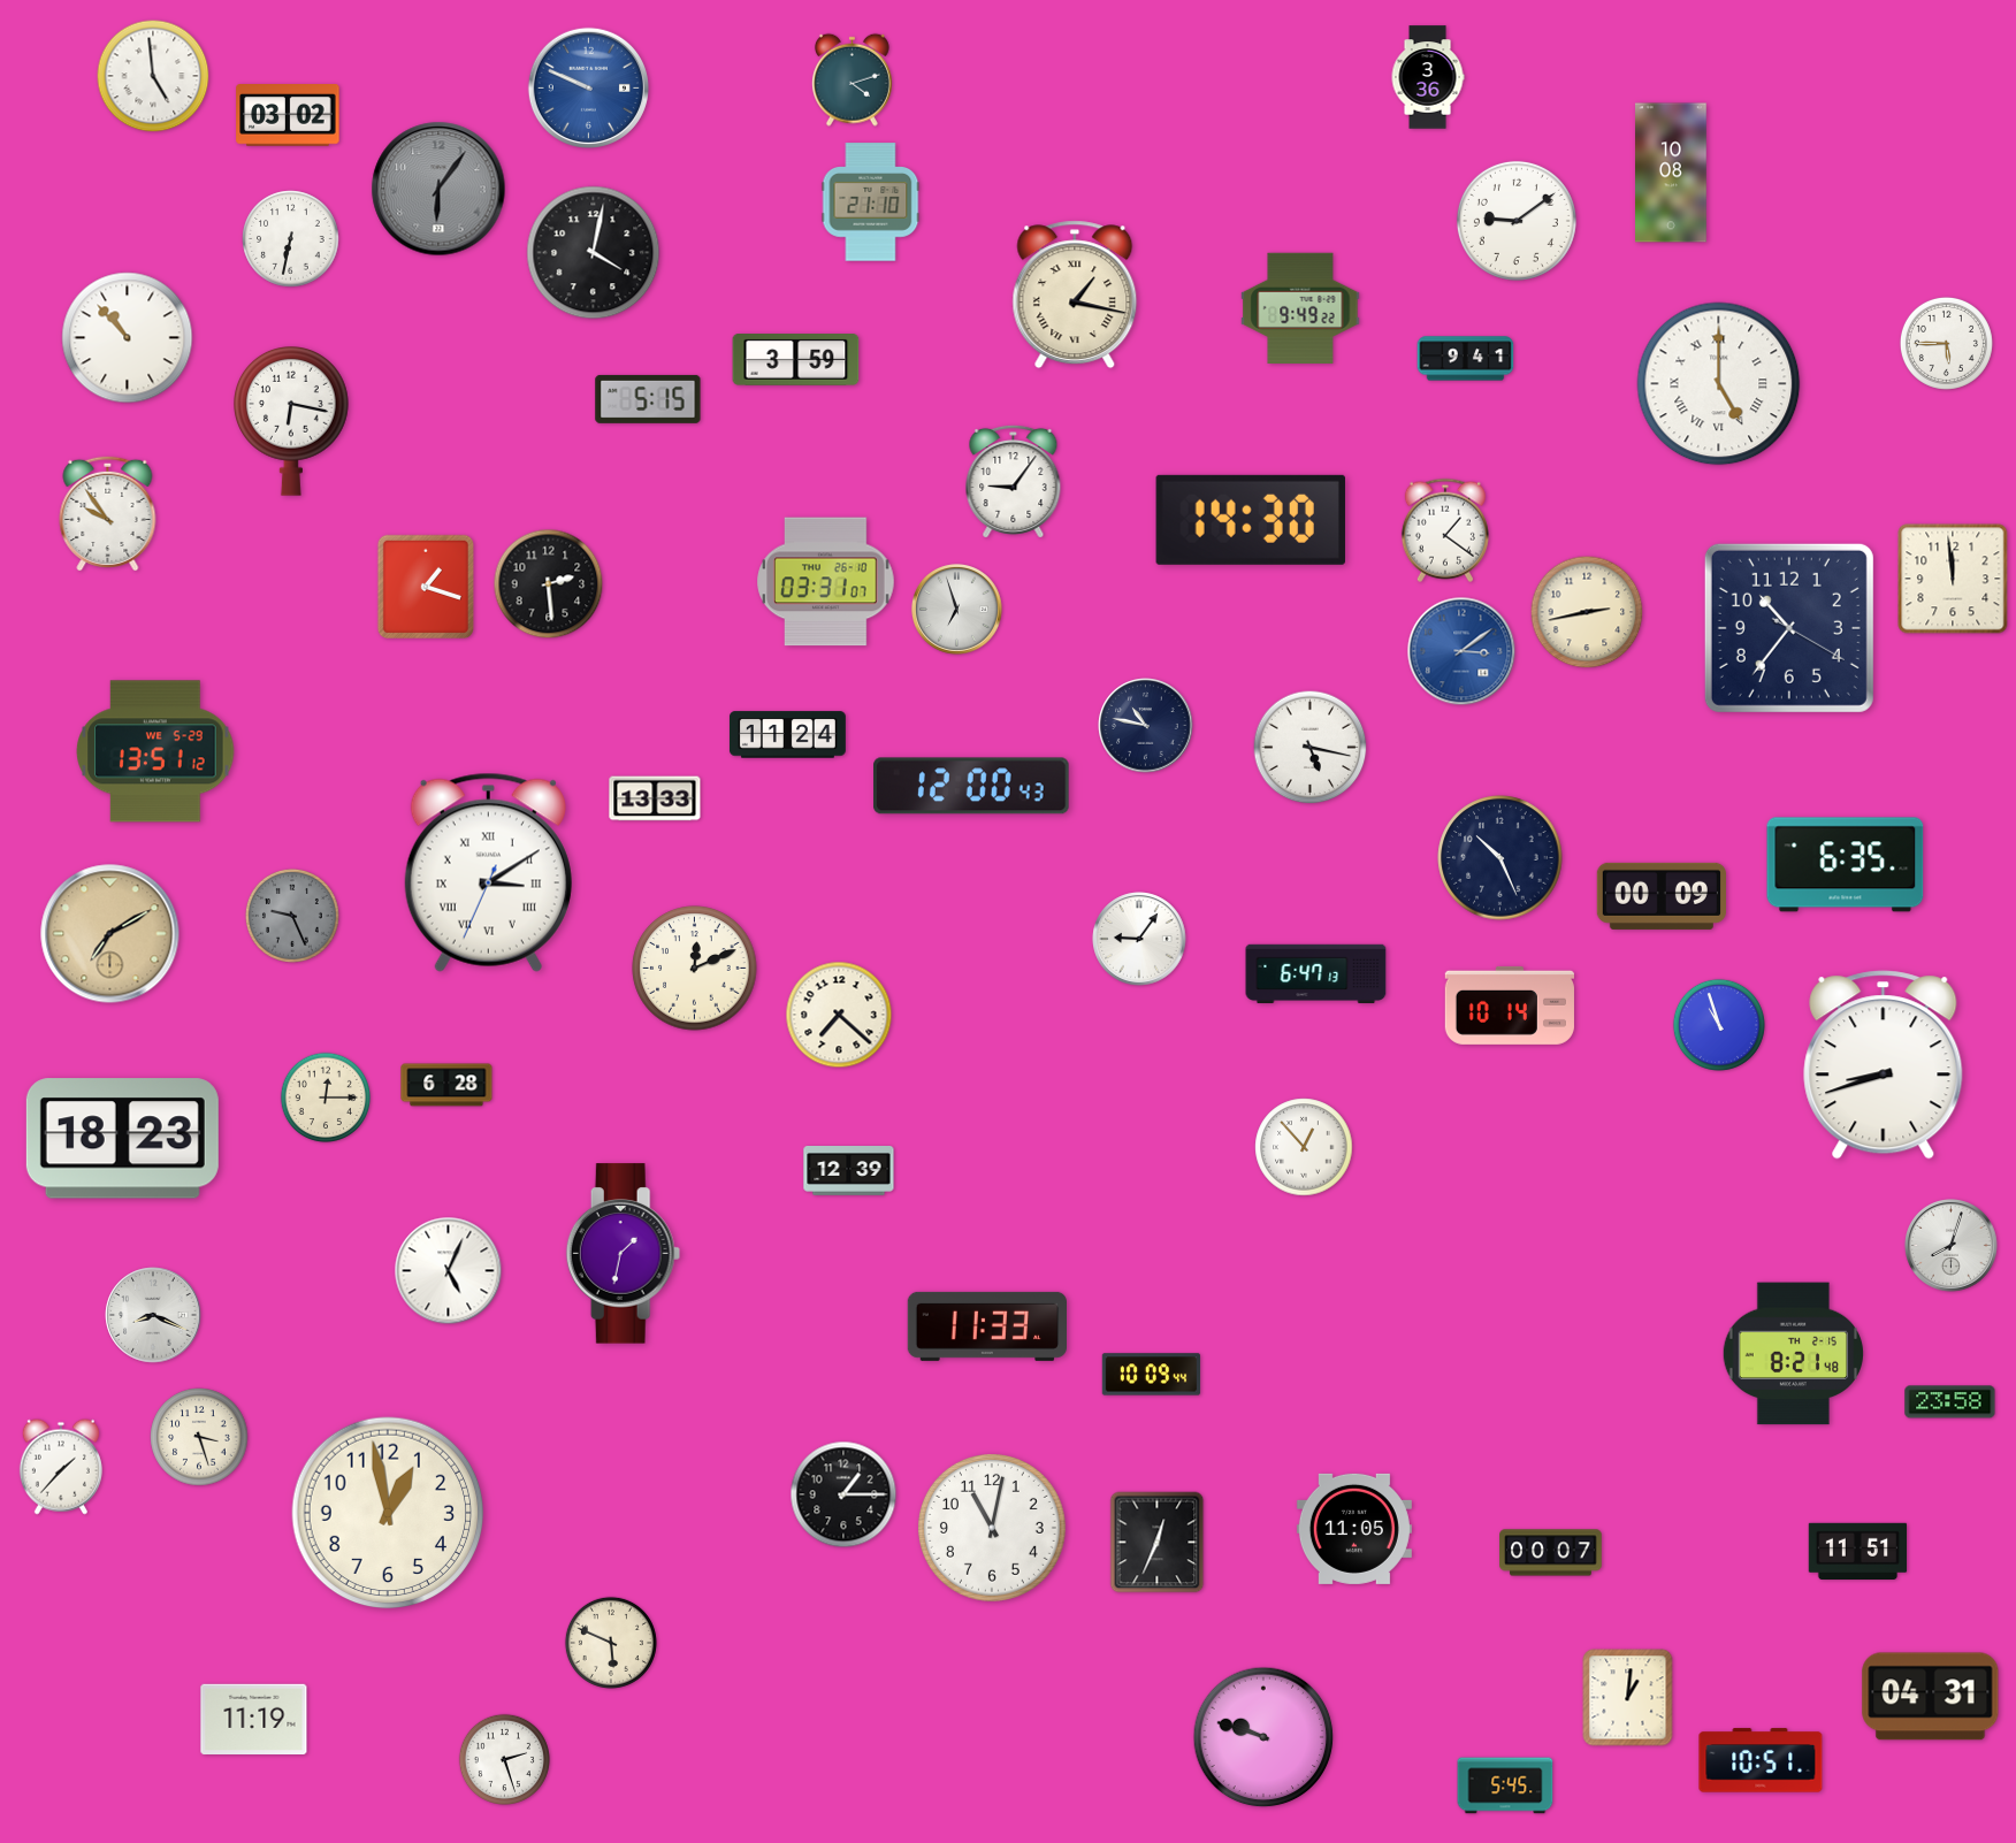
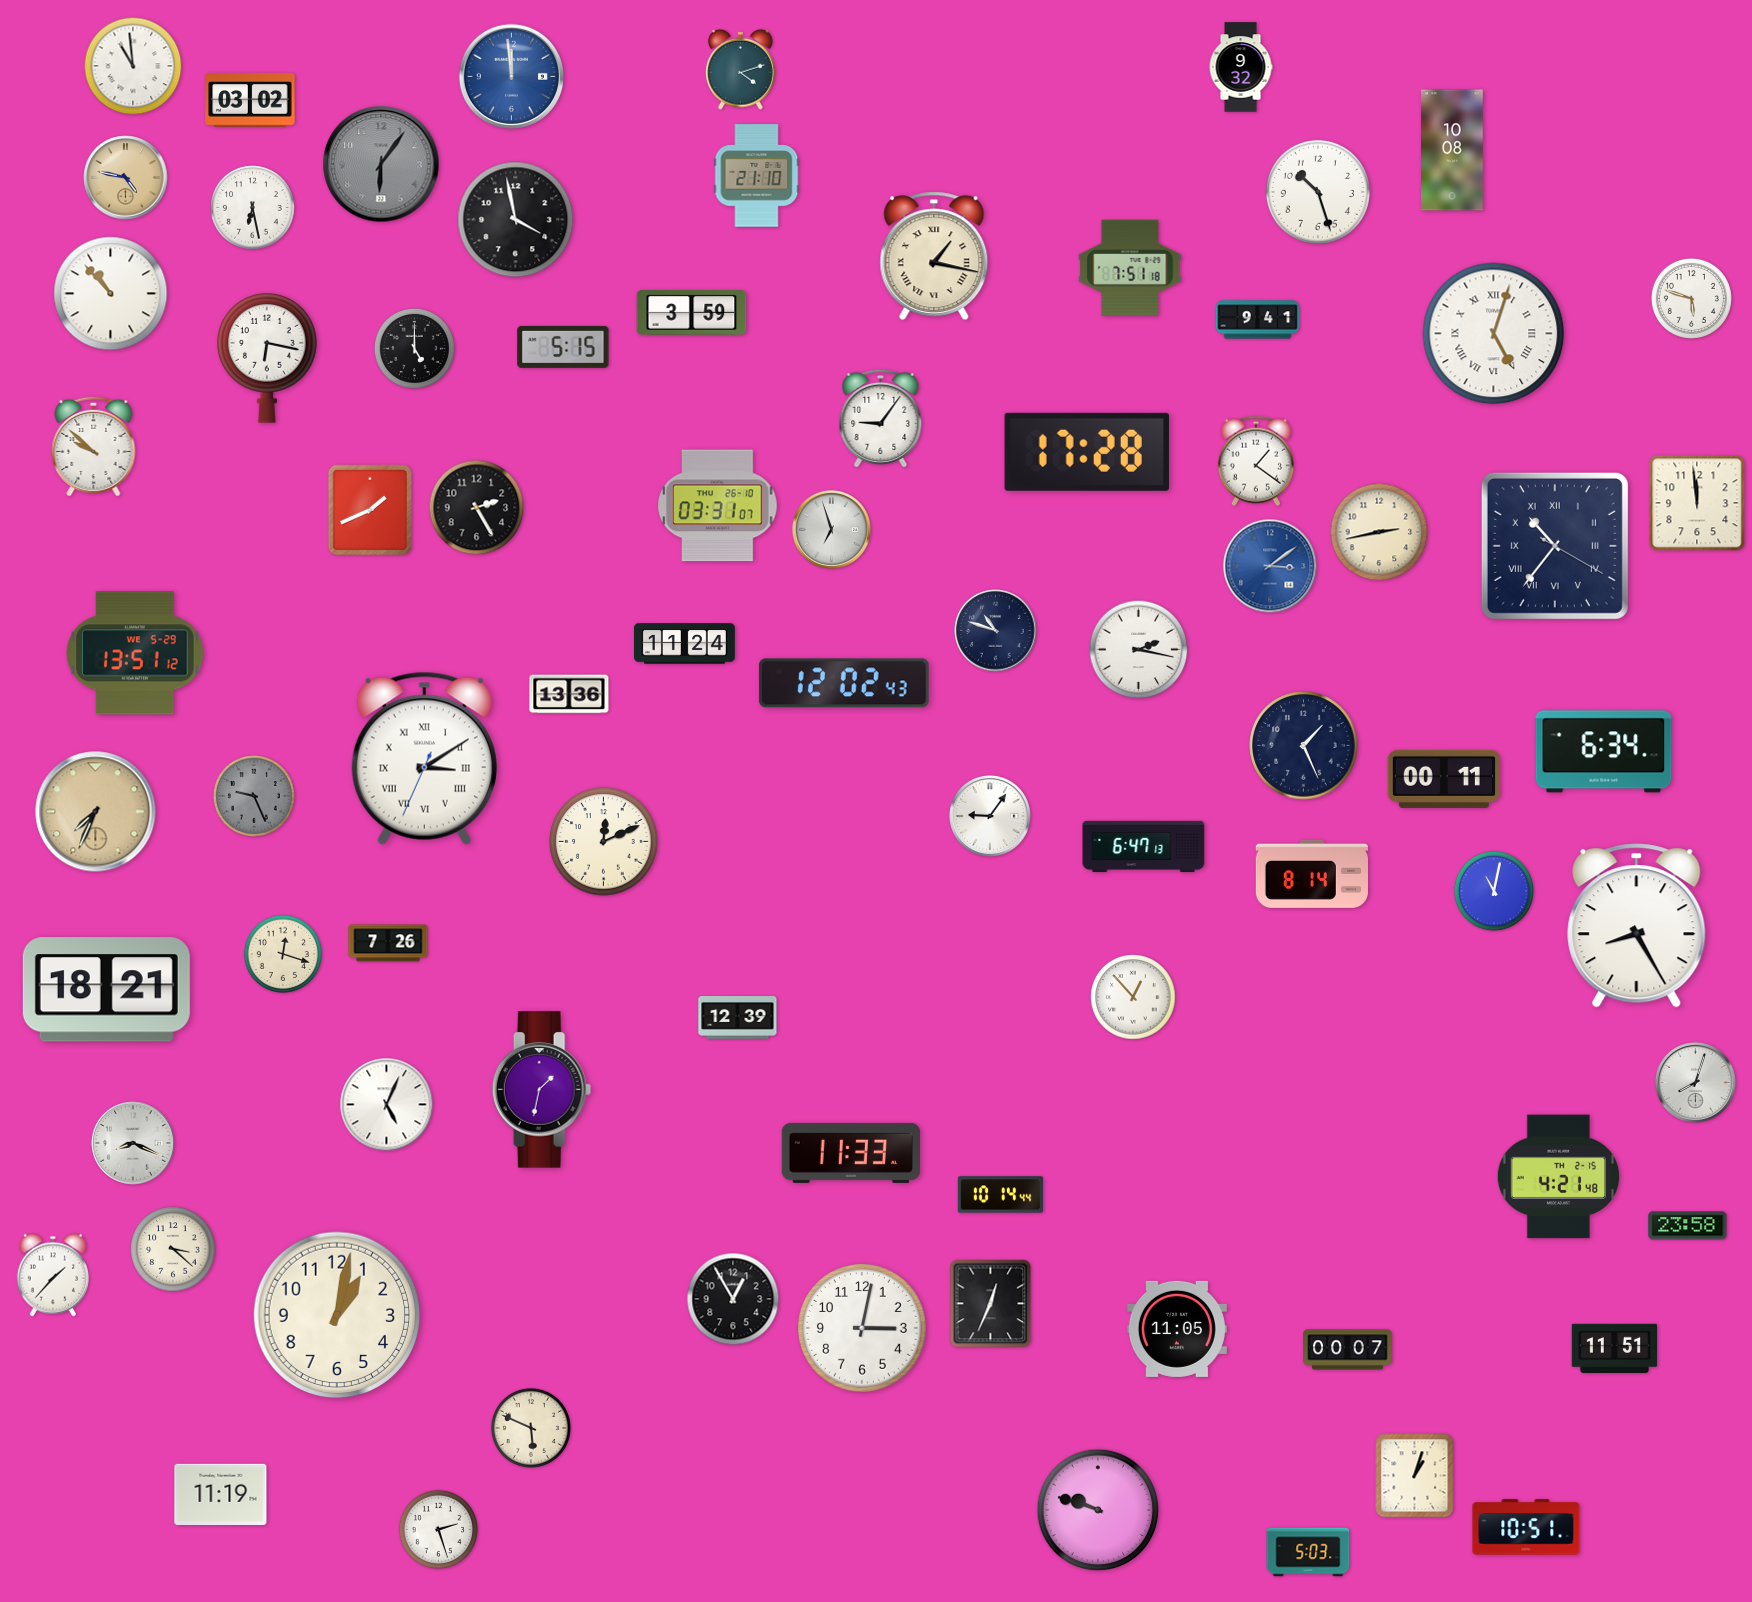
clock at (153, 76): 4:59 -> 10:59
clock at (1428, 77): 3:36 -> 9:32
clock at (588, 87): 9:49 -> 11:59
clock at (126, 178): none -> 4:47
clock at (1517, 221): 9:09 -> 10:27
clock at (291, 239): 6:32 -> 6:28
clock at (594, 253): 4:02 -> 3:58
clock at (1300, 307): 9:49 -> 7:51
clock at (1946, 343): 5:45 -> 5:48
clock at (1466, 359) position: (1466, 359) -> (1258, 320)
clock at (1719, 384): 5:00 -> 5:03
clock at (414, 348): none -> 5:00
clock at (292, 422) position: (292, 422) -> (268, 359)
clock at (108, 513): 9:54 -> 9:52
clock at (1251, 520): 14:30 -> 17:28
clock at (549, 584): 2:29 -> 2:25
clock at (425, 586): 1:18 -> 1:41
clock at (1789, 628) numerals: Arabic -> Roman
clock at (1146, 726): 10:47 -> 10:48
clock at (787, 735) position: (787, 735) -> (684, 644)
clock at (1311, 748): 5:17 -> 2:17
clock at (971, 786): 12:00 -> 12:02
clock at (655, 798): 13:33 -> 13:36
clock at (1500, 858): 10:26 -> 1:26
clock at (1846, 865): 6:35 -> 6:34
clock at (1662, 896): 00:09 -> 00:11
clock at (110, 934): 7:10 -> 7:34
clock at (1510, 1005): 10:14 -> 8:14
clock at (839, 1015): 7:22 -> none
clock at (1719, 1025): 10:57 -> 11:02
clock at (1884, 1065): 8:42 -> 8:25
clock at (446, 1085): 6:28 -> 7:26
clock at (326, 1098): 12:15 -> 12:18
clock at (122, 1139): 18:23 -> 18:21
clock at (449, 1271) position: (449, 1271) -> (387, 1105)
clock at (987, 1326) position: (987, 1326) -> (851, 1153)
clock at (1793, 1354): 8:21 -> 4:21
clock at (1152, 1375): 10:09 -> 10:14
clock at (1950, 1402) position: (1950, 1402) -> (1688, 1226)
clock at (199, 1437): 3:27 -> 3:22
clock at (843, 1494): 1:15 -> 12:55
clock at (388, 1513): 12:58 -> 1:02
clock at (992, 1528): 11:02 -> 3:02
clock at (1158, 1543) position: (1158, 1543) -> (991, 1304)
clock at (1931, 1697): 04:31 -> none
clock at (1628, 1698): 1:01 -> 1:03
clock at (1761, 1760) position: (1761, 1760) -> (1526, 1527)
clock at (1505, 1785): 5:45 -> 5:03
